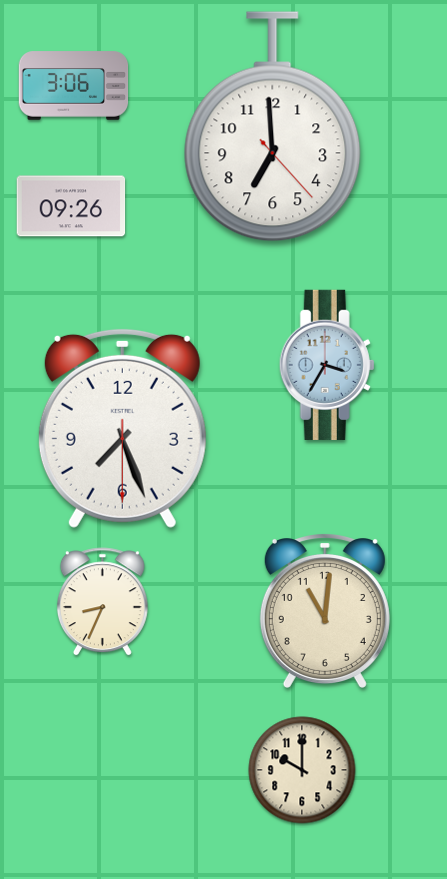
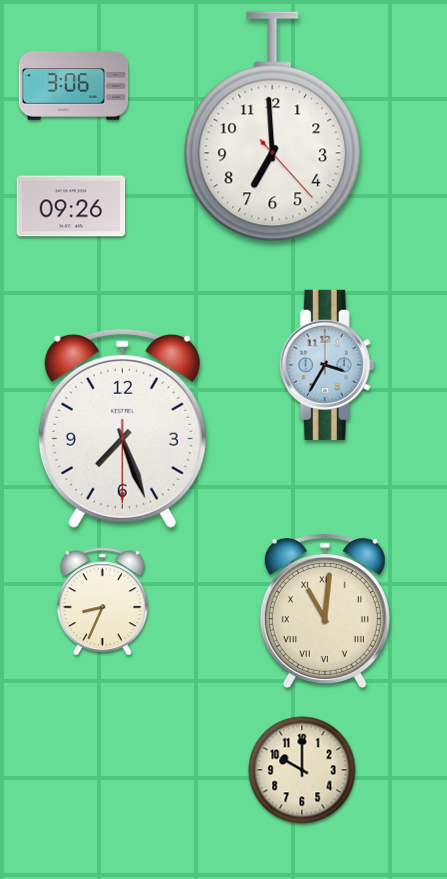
clock at (325, 611) numerals: Arabic -> Roman
